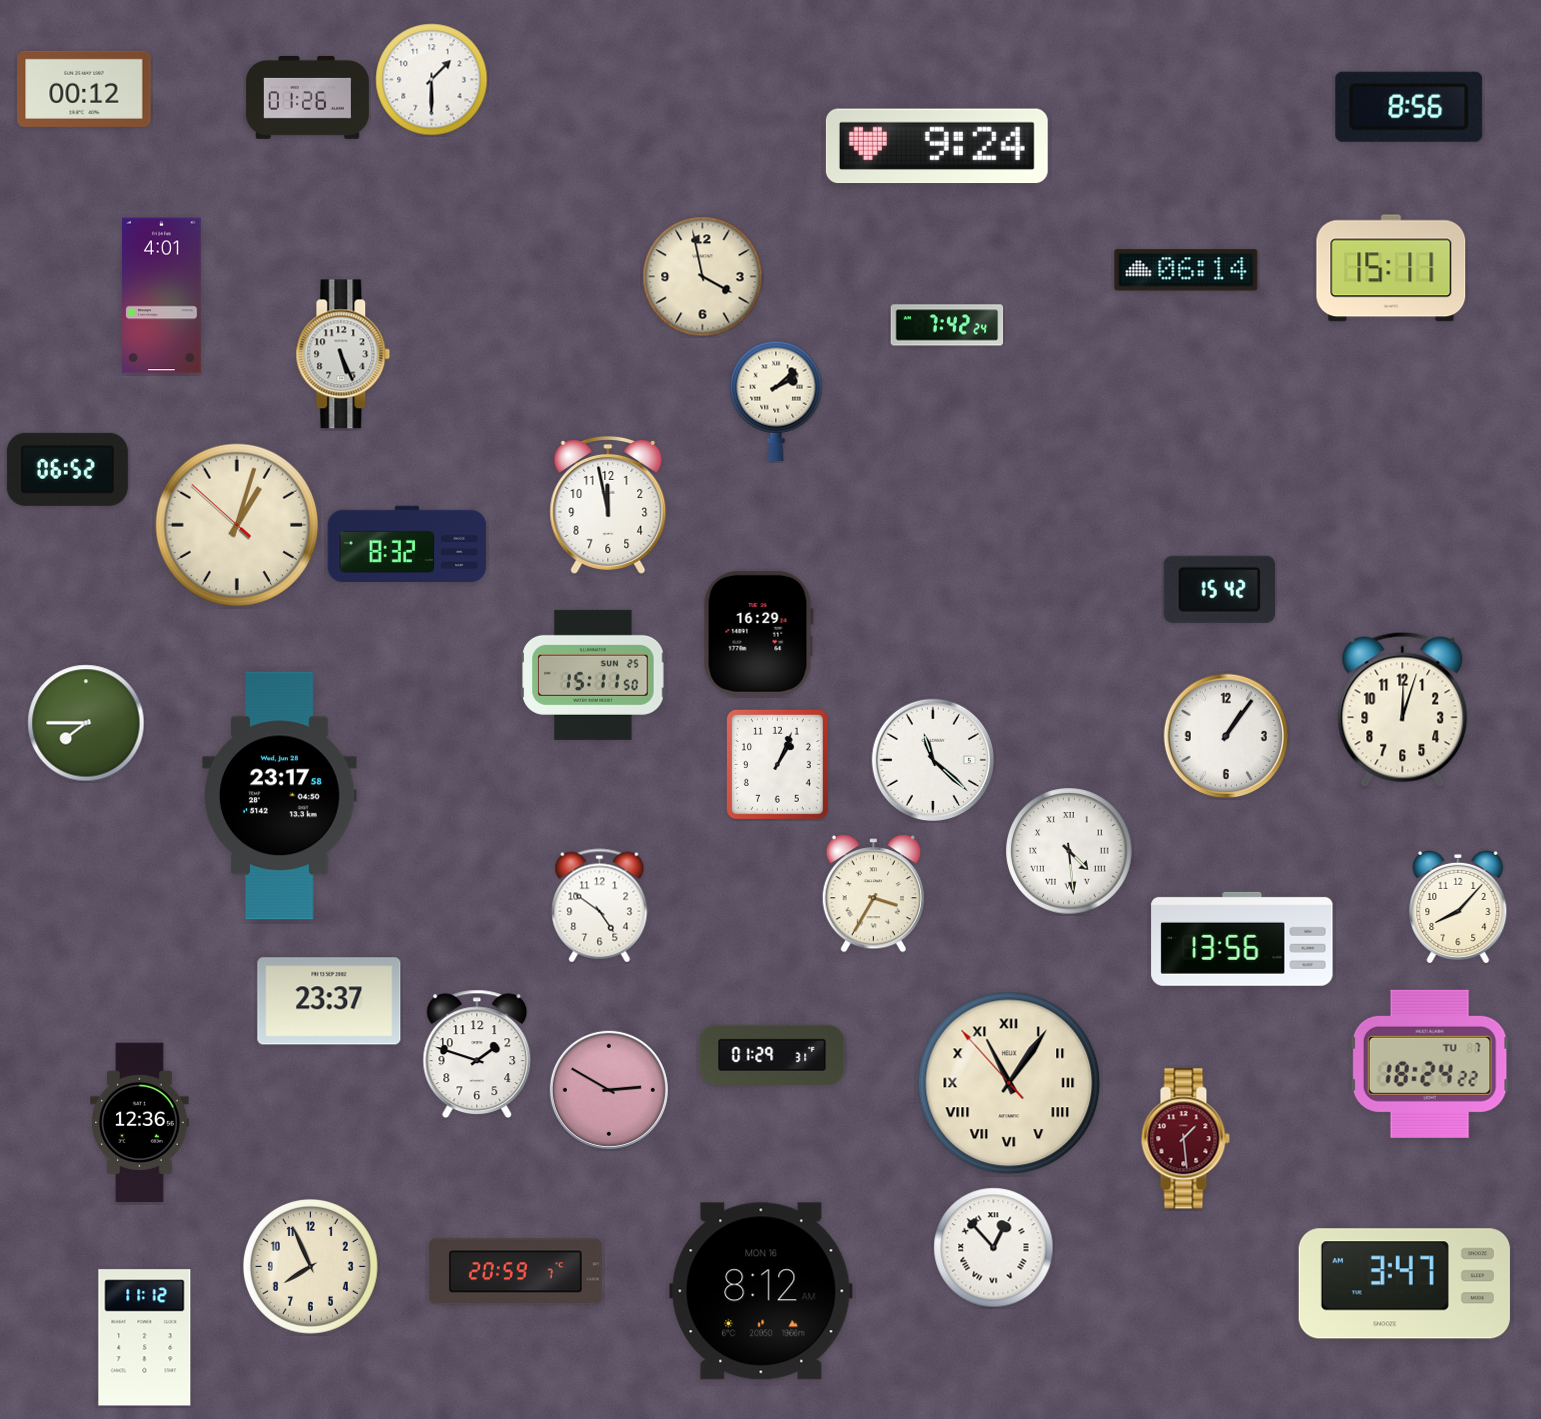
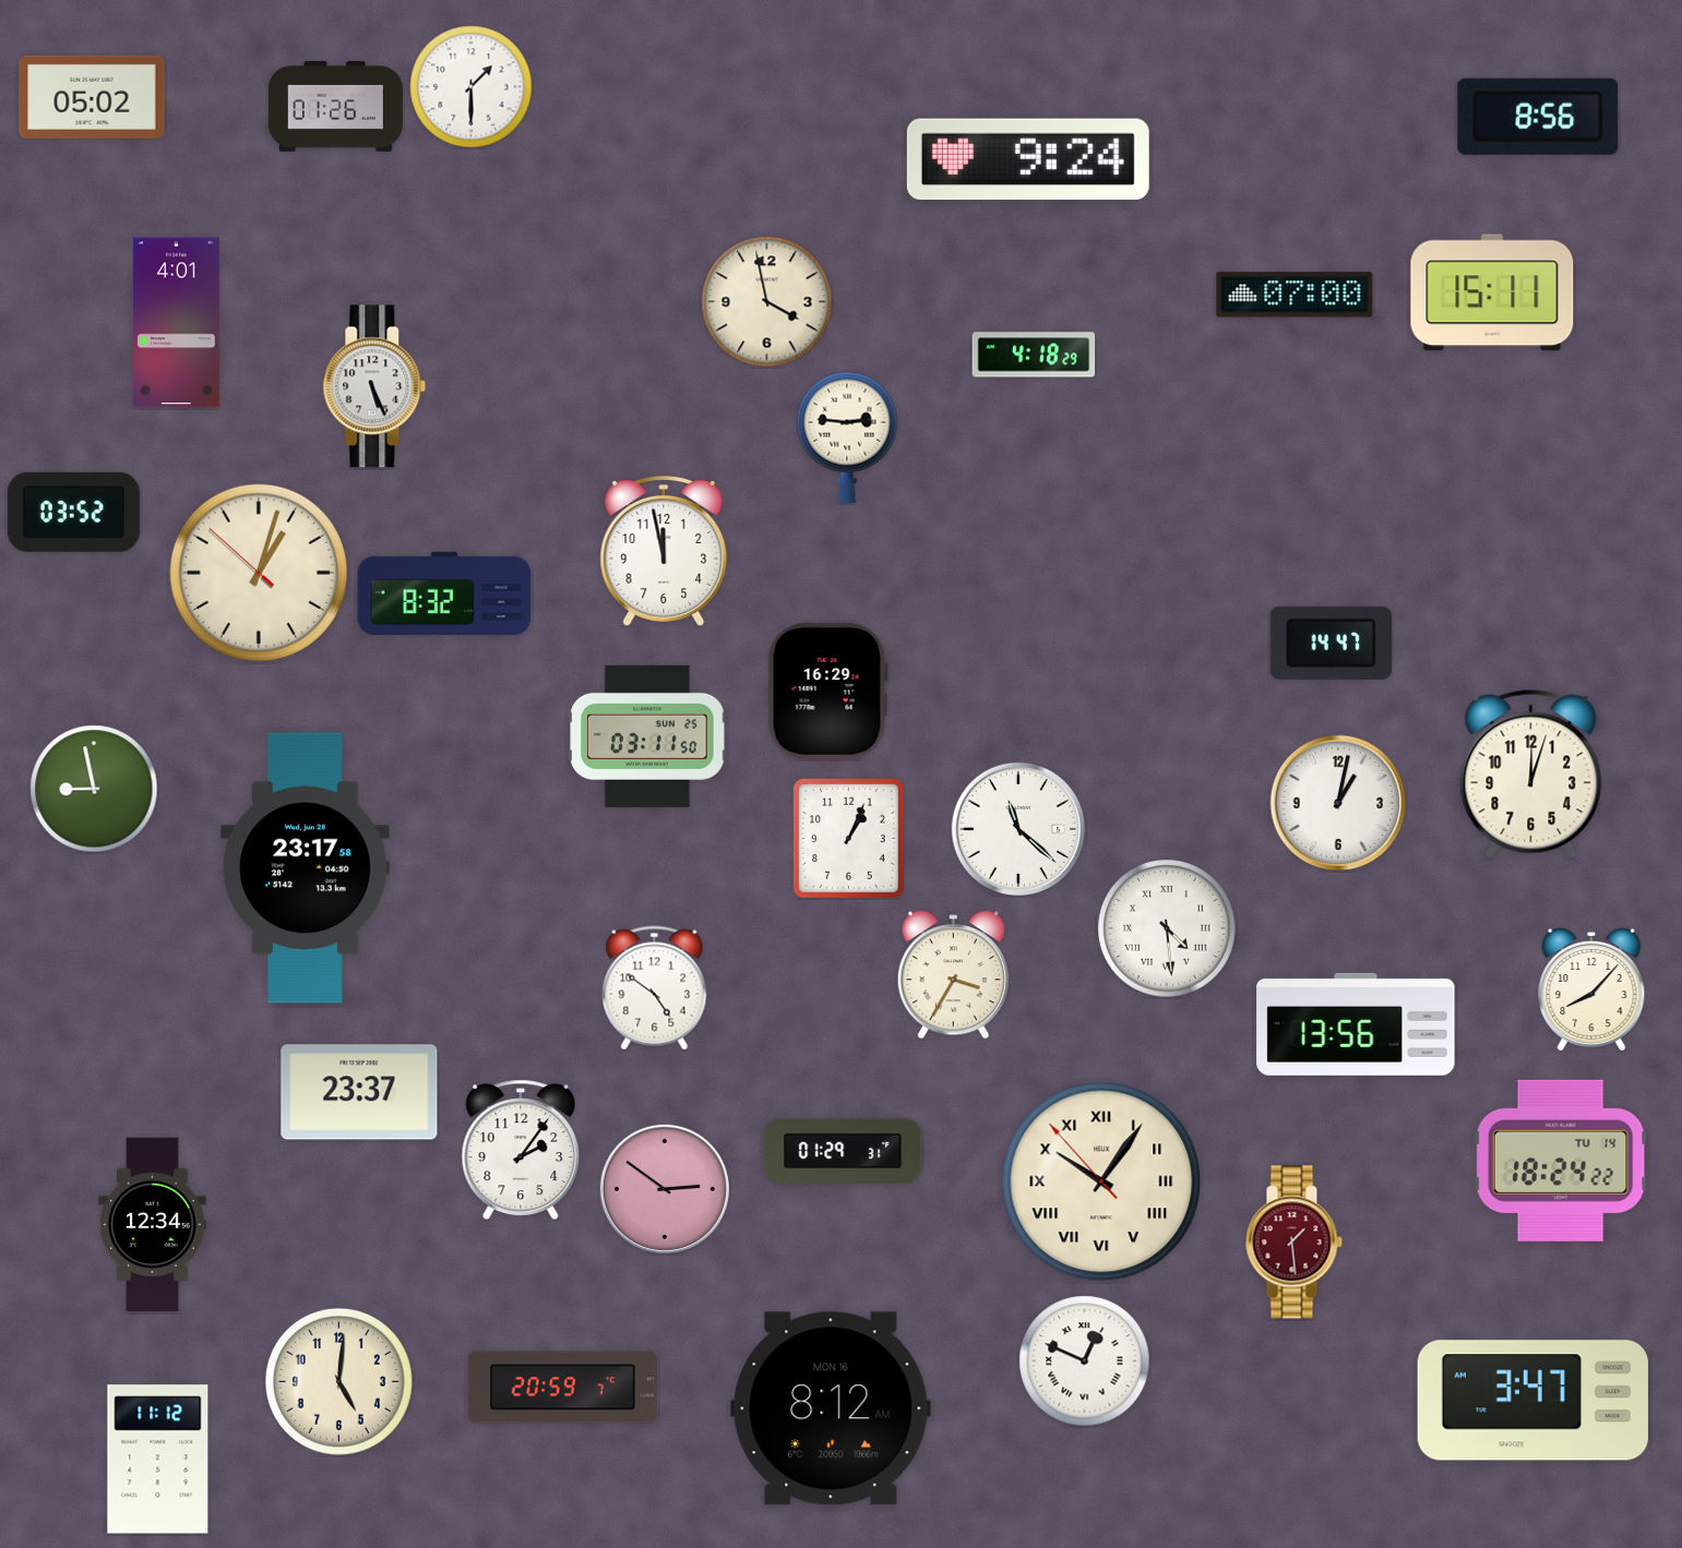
clock at (84, 89): 00:12 -> 05:02
clock at (937, 146) position: (937, 146) -> (1028, 159)
clock at (1391, 268) position: (1391, 268) -> (1492, 292)
clock at (1186, 270): 06:14 -> 07:00
clock at (947, 325): 7:42 -> 4:18
clock at (776, 401): 2:08 -> 2:46
clock at (67, 469): 06:52 -> 03:52
clock at (1219, 589): 15:42 -> 14:47
clock at (593, 675): 15:11 -> 03:11
clock at (86, 723): 7:45 -> 8:58
clock at (1226, 736): 1:06 -> 1:02
clock at (777, 765) position: (777, 765) -> (848, 839)
clock at (477, 1053): 1:48 -> 2:06
clock at (1430, 1064) date: TU 7 -> TU 14
clock at (1009, 1083): 11:05 -> 10:05
clock at (609, 1090): 2:50 -> 2:51
clock at (140, 1123): 12:36 -> 12:34
clock at (994, 1248): 12:53 -> 12:49
clock at (310, 1266): 7:56 -> 5:01
